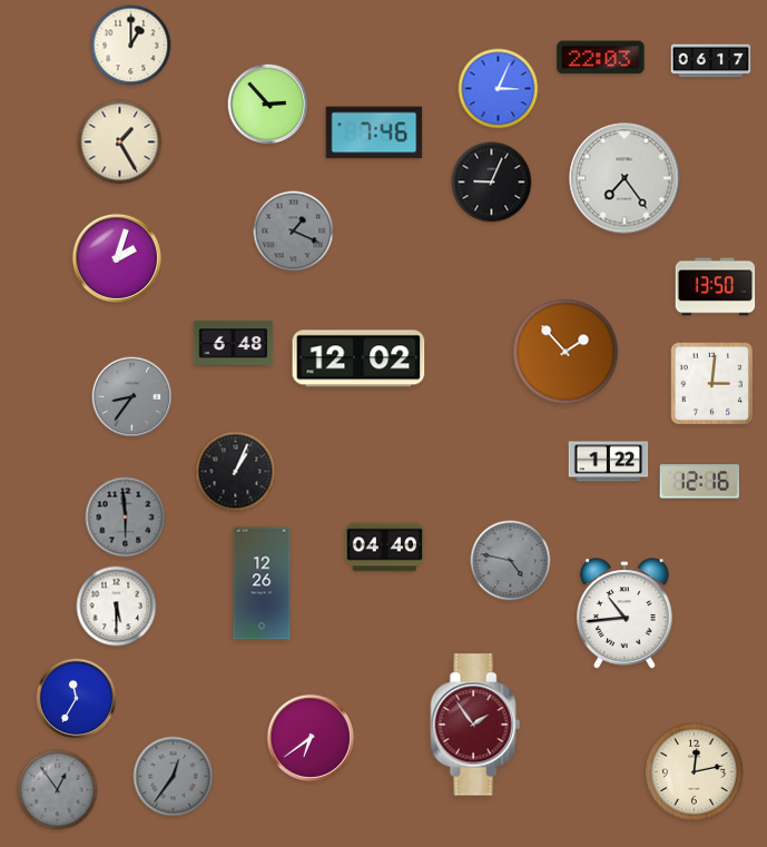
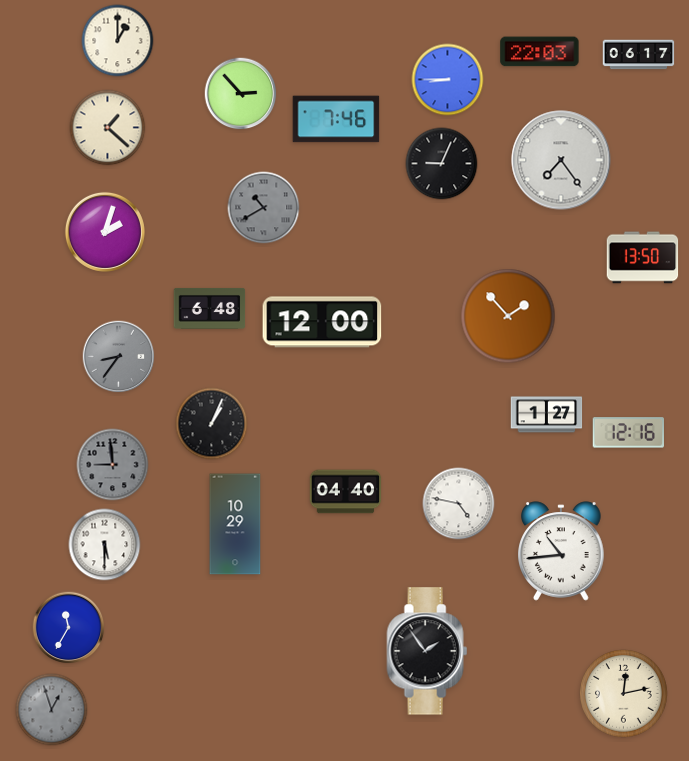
clock at (499, 89): 3:04 -> 8:45
clock at (120, 142): 1:25 -> 1:22
clock at (294, 232): 1:19 -> 10:40
clock at (358, 358): 12:02 -> 12:00
clock at (712, 384): 3:01 -> none
clock at (609, 462): 1:22 -> 1:27
clock at (126, 518): 5:59 -> 8:59
clock at (511, 561) dial: grey -> white
clock at (262, 583): 12:26 -> 10:29
clock at (475, 725) dial: burgundy -> black
clock at (311, 738): 6:39 -> none
clock at (174, 777): 12:36 -> none
clock at (58, 790): 12:54 -> 12:57
